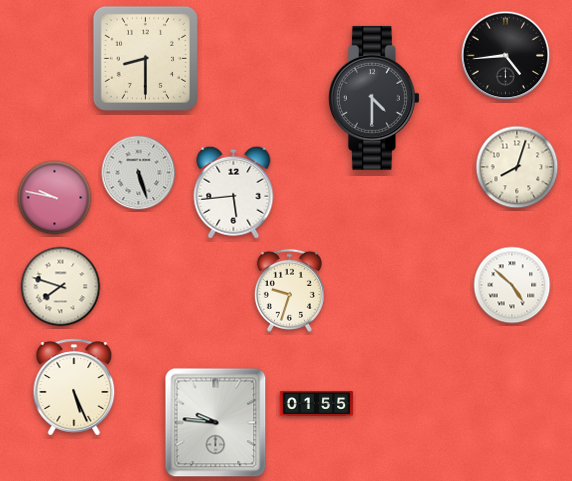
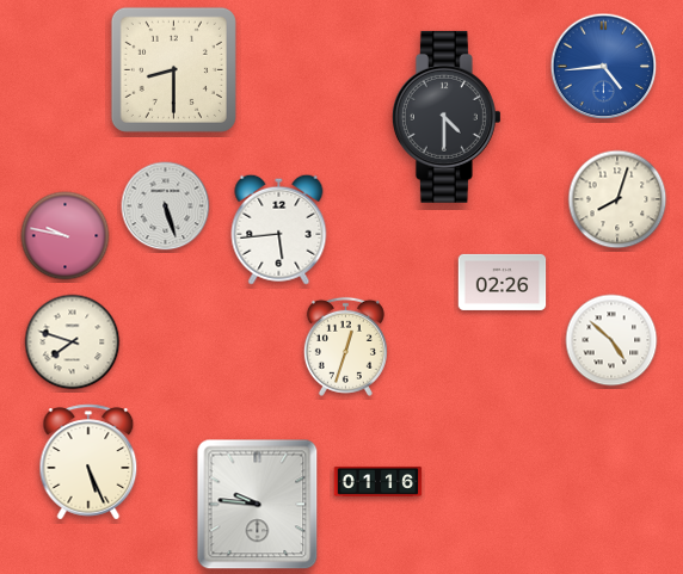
clock at (506, 56) dial: black -> blue
clock at (503, 282): none -> 02:26
clock at (289, 290): 9:33 -> 12:33
clock at (317, 404): 01:55 -> 01:16
